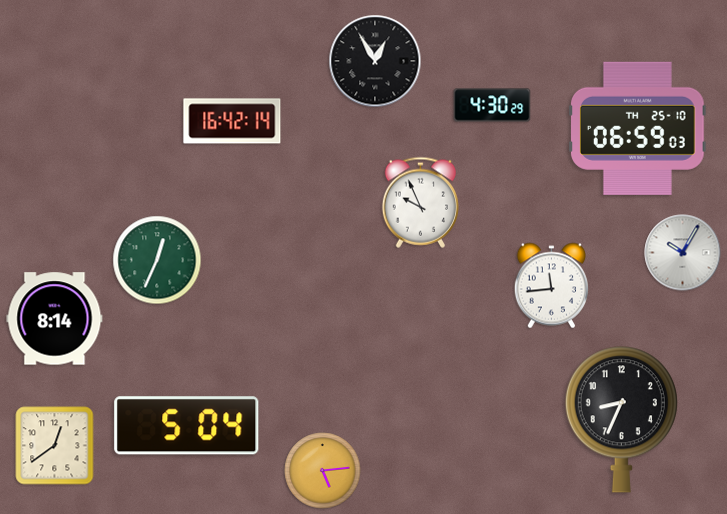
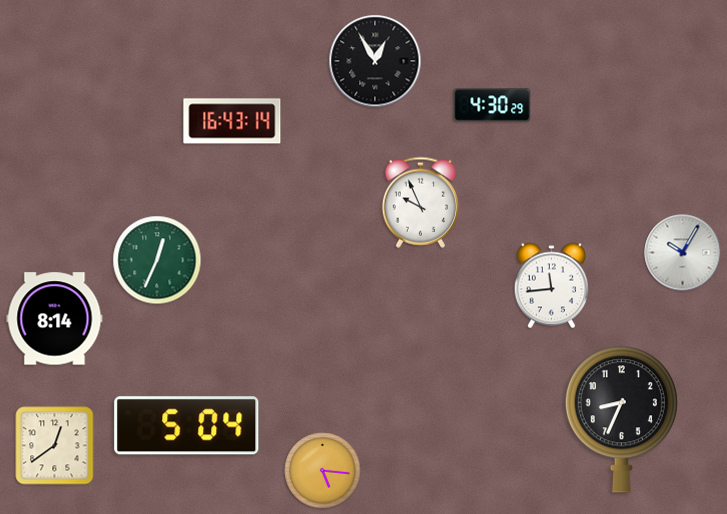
clock at (232, 121): 16:42 -> 16:43
clock at (638, 128): 06:59 -> none
clock at (323, 471): 5:14 -> 5:16
